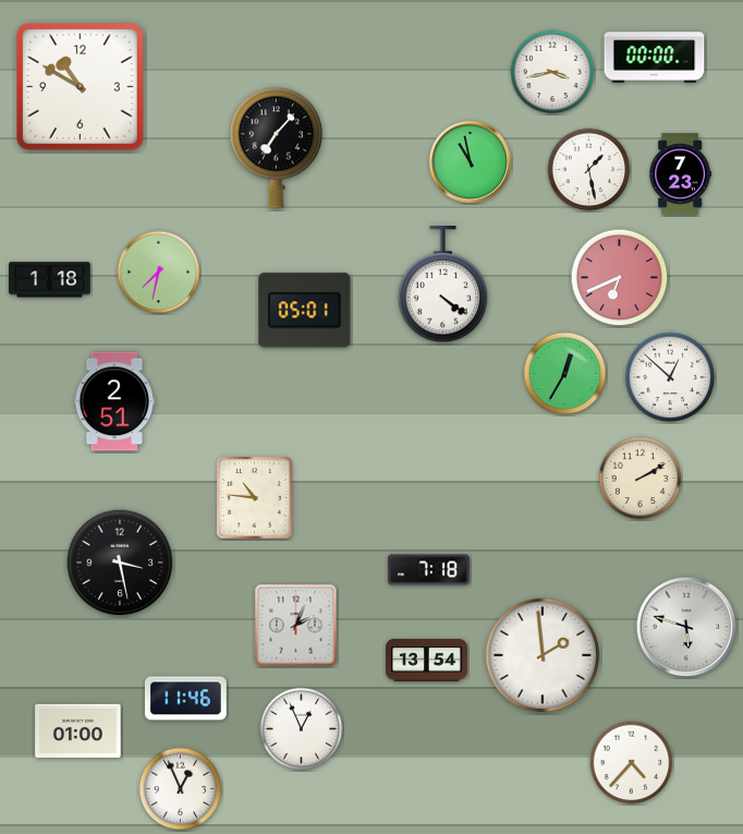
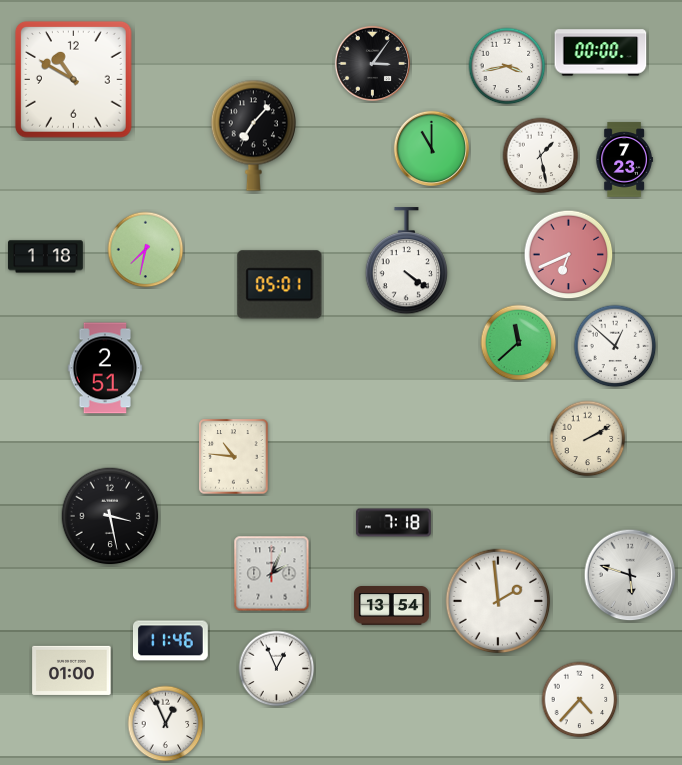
clock at (372, 63): none -> 3:06
clock at (470, 161): 10:58 -> 11:00
clock at (565, 374): 12:35 -> 11:38
